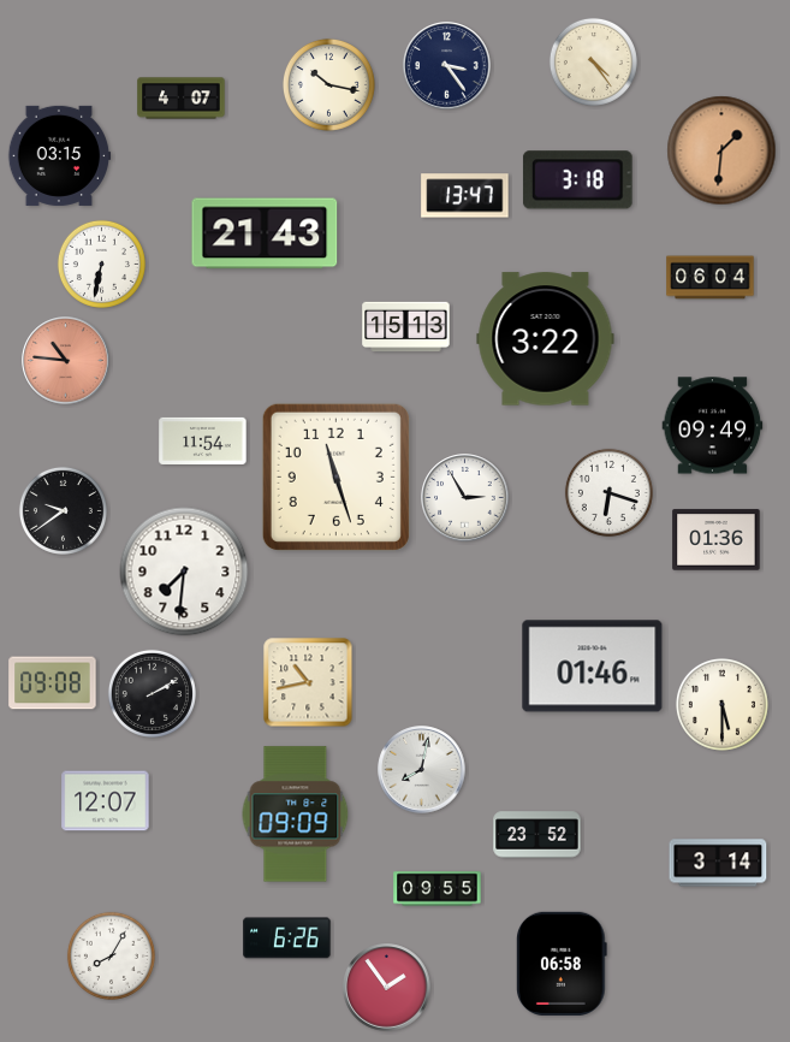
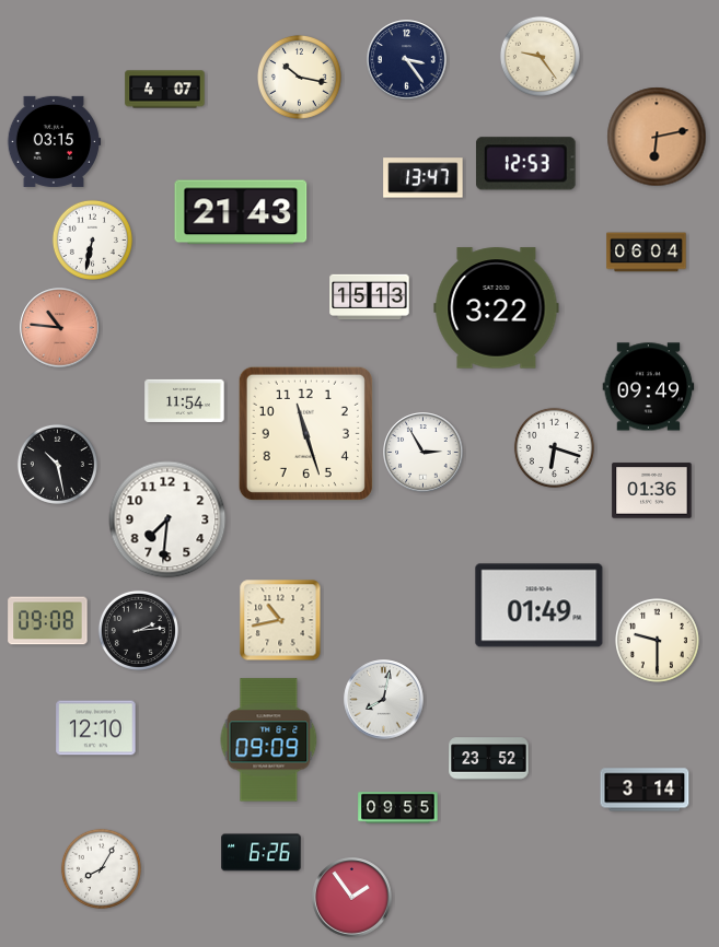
clock at (593, 61): 4:24 -> 9:24
clock at (721, 150): 1:31 -> 6:13
clock at (577, 180): 3:18 -> 12:53
clock at (63, 510): 9:39 -> 10:28
clock at (593, 667): 01:46 -> 01:49
clock at (152, 693): 2:10 -> 2:14
clock at (721, 704): 5:30 -> 9:30
clock at (106, 801): 12:07 -> 12:10
clock at (718, 863) position: (718, 863) -> (645, 790)
clock at (563, 964): 06:58 -> none
